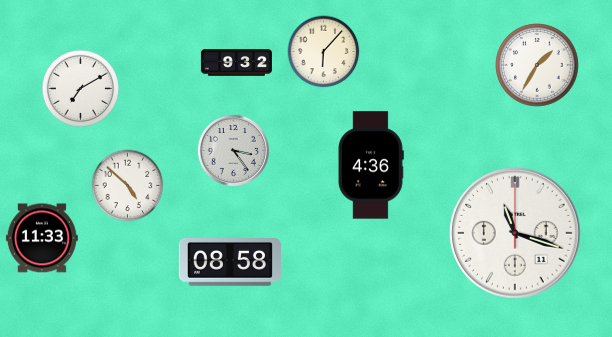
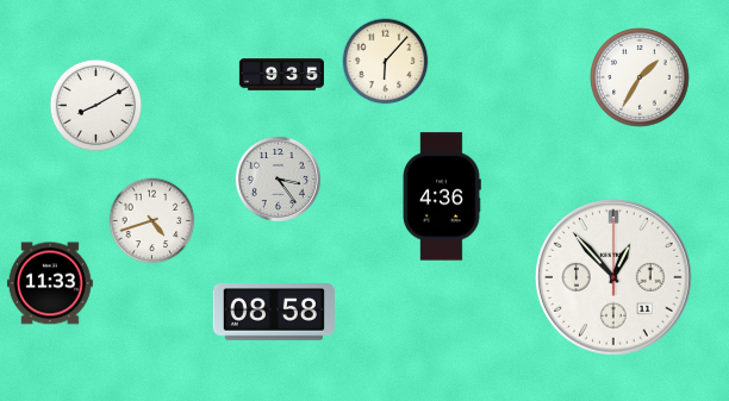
clock at (236, 63): 9:32 -> 9:35
clock at (80, 88): 7:10 -> 8:10
clock at (128, 186): 4:52 -> 4:42
clock at (515, 233): 11:18 -> 12:53
